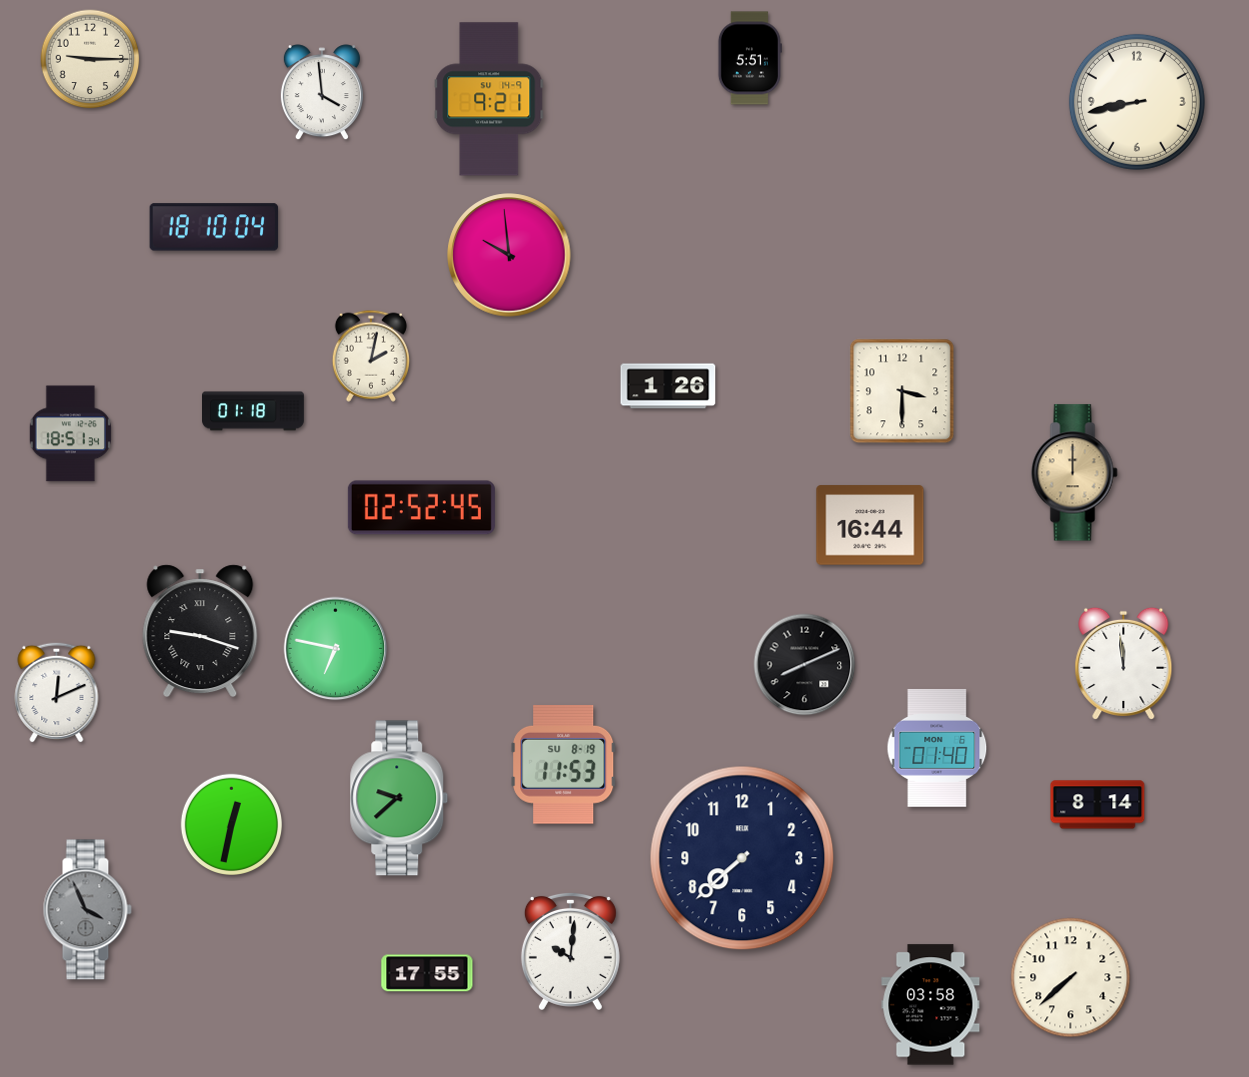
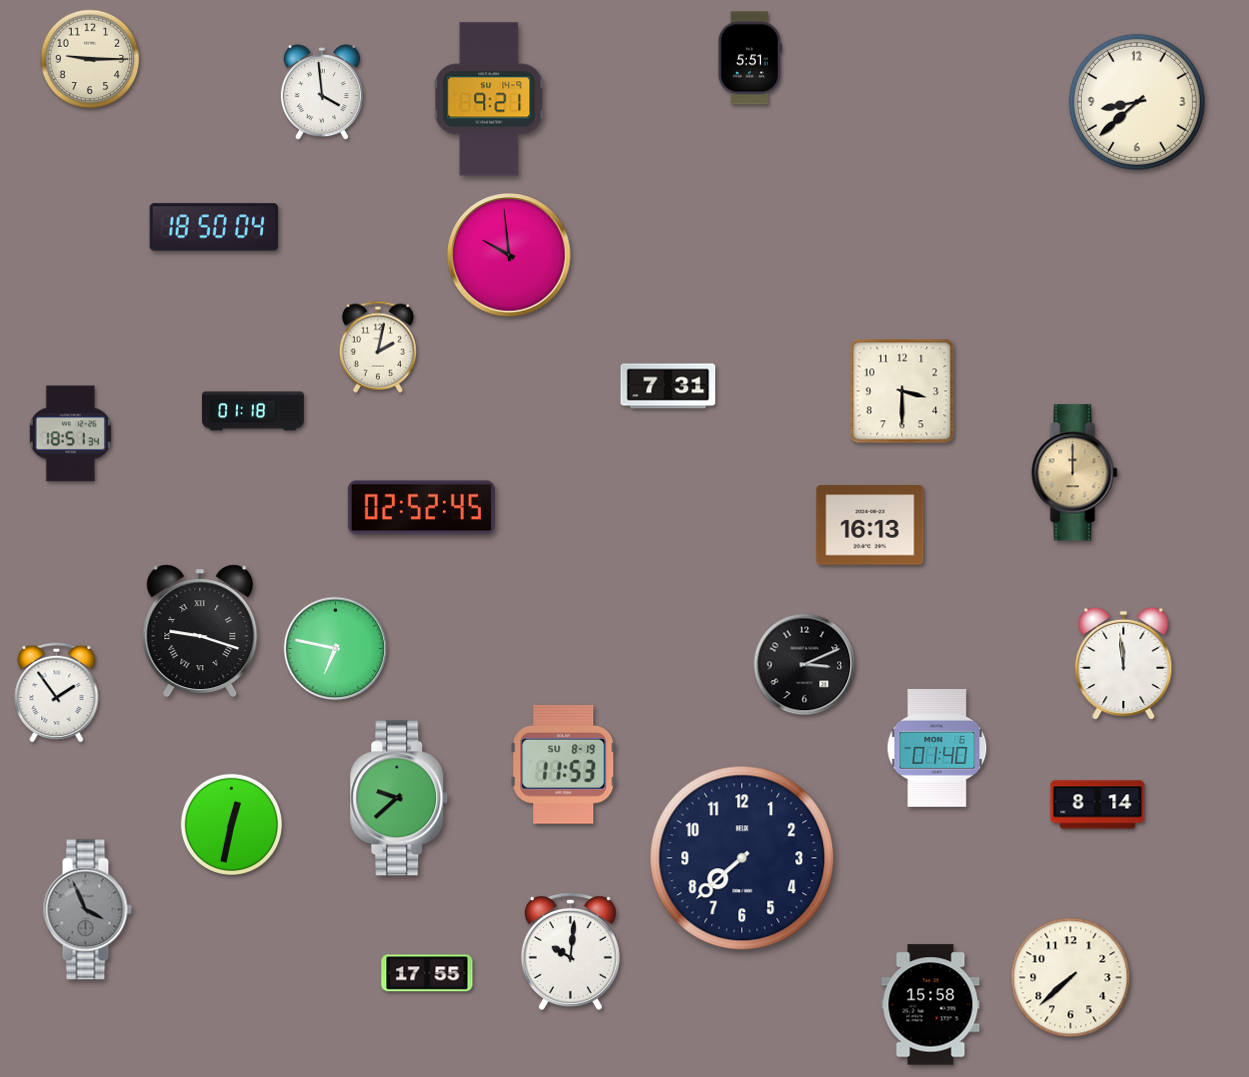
clock at (1137, 102): 8:43 -> 8:38
clock at (214, 227): 18:10 -> 18:50
clock at (371, 356) position: (371, 356) -> (378, 347)
clock at (668, 386): 1:26 -> 7:31
clock at (870, 525): 16:44 -> 16:13
clock at (805, 665): 8:11 -> 3:11
clock at (57, 692): 12:11 -> 1:54
clock at (931, 1005): 03:58 -> 15:58
